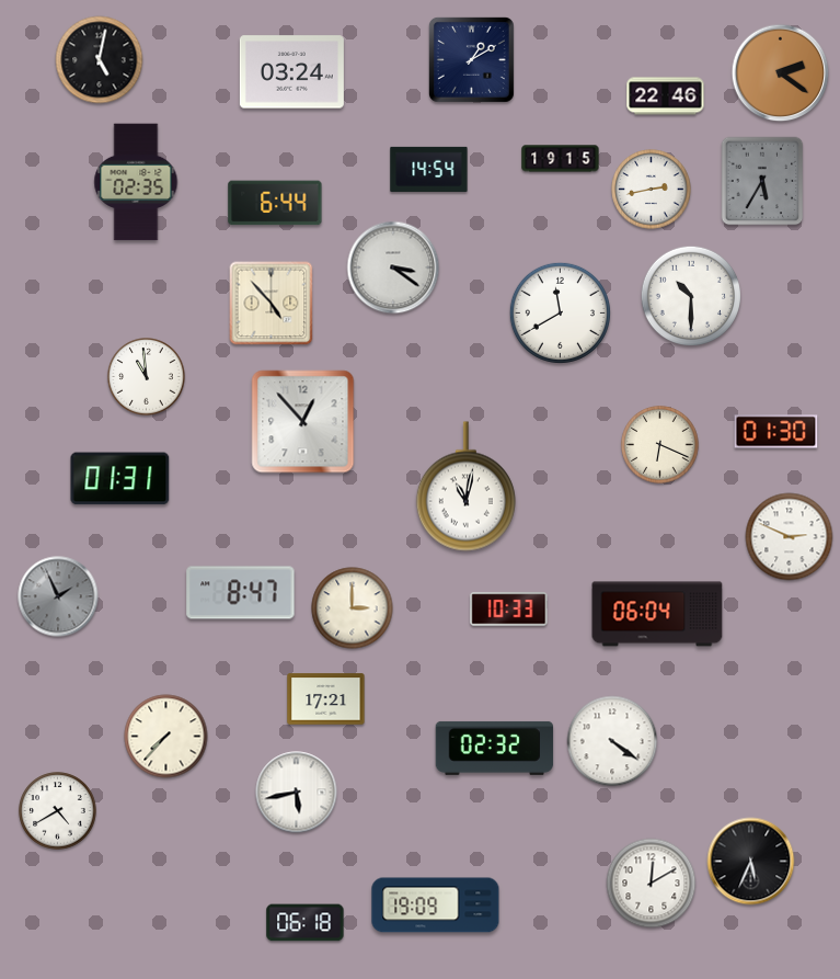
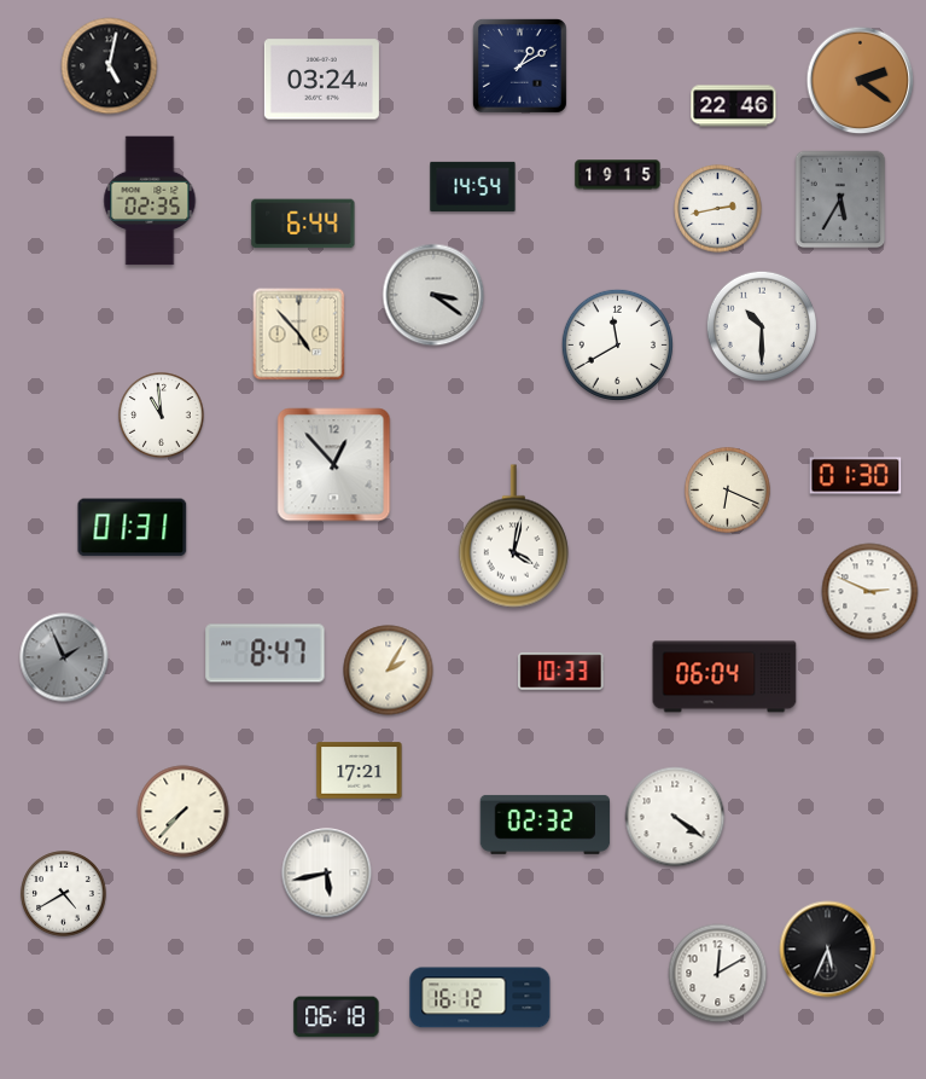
clock at (465, 487): 11:02 -> 4:02
clock at (353, 608): 3:00 -> 2:05
clock at (436, 906): 19:09 -> 16:12
